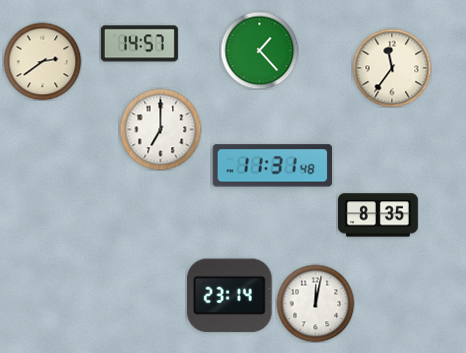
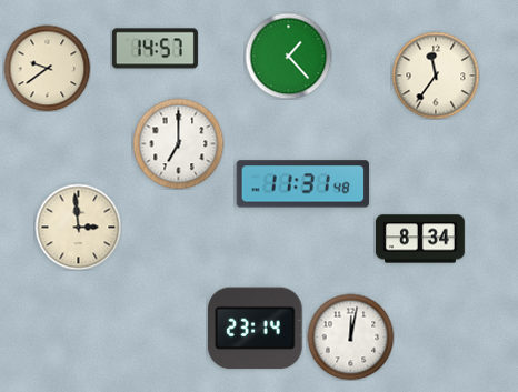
clock at (42, 61): 2:39 -> 9:39
clock at (78, 227): none -> 2:59
clock at (378, 215): 8:35 -> 8:34
